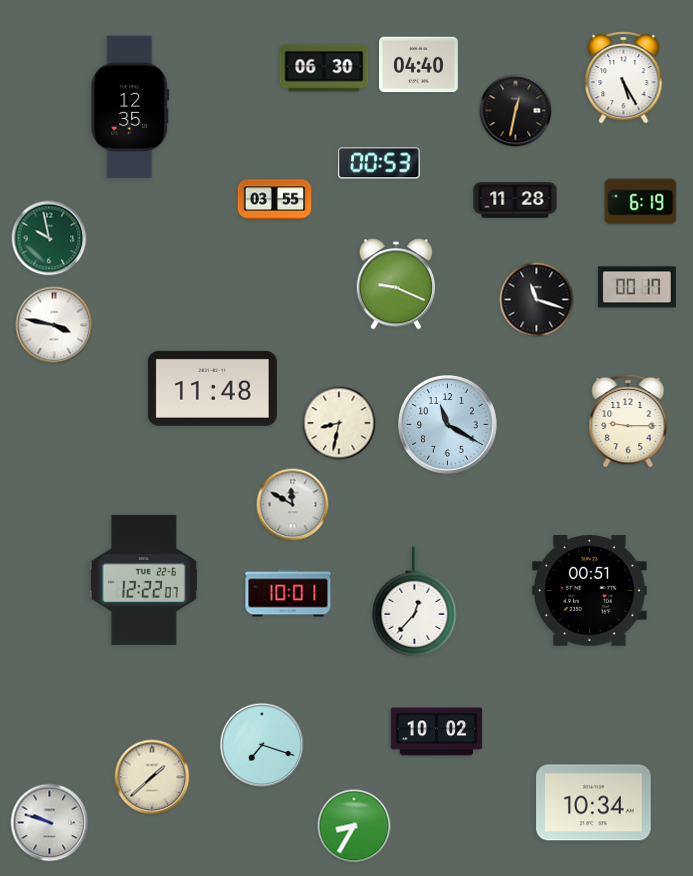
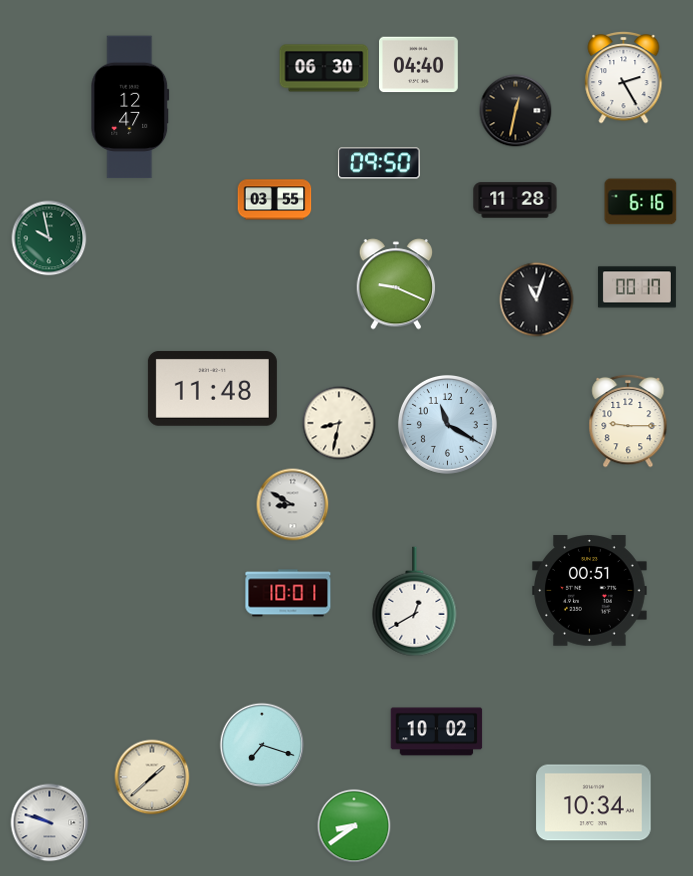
clock at (624, 77): 5:25 -> 2:25
clock at (130, 107): 12:35 -> 12:47
clock at (379, 163): 00:53 -> 09:50
clock at (641, 202): 6:19 -> 6:16
clock at (537, 300): 11:18 -> 11:03
clock at (54, 325): 3:47 -> none
clock at (293, 505): 11:50 -> 8:50
clock at (144, 580): 12:22 -> none
clock at (415, 602): 12:37 -> 12:40
clock at (354, 826): 8:35 -> 8:39
